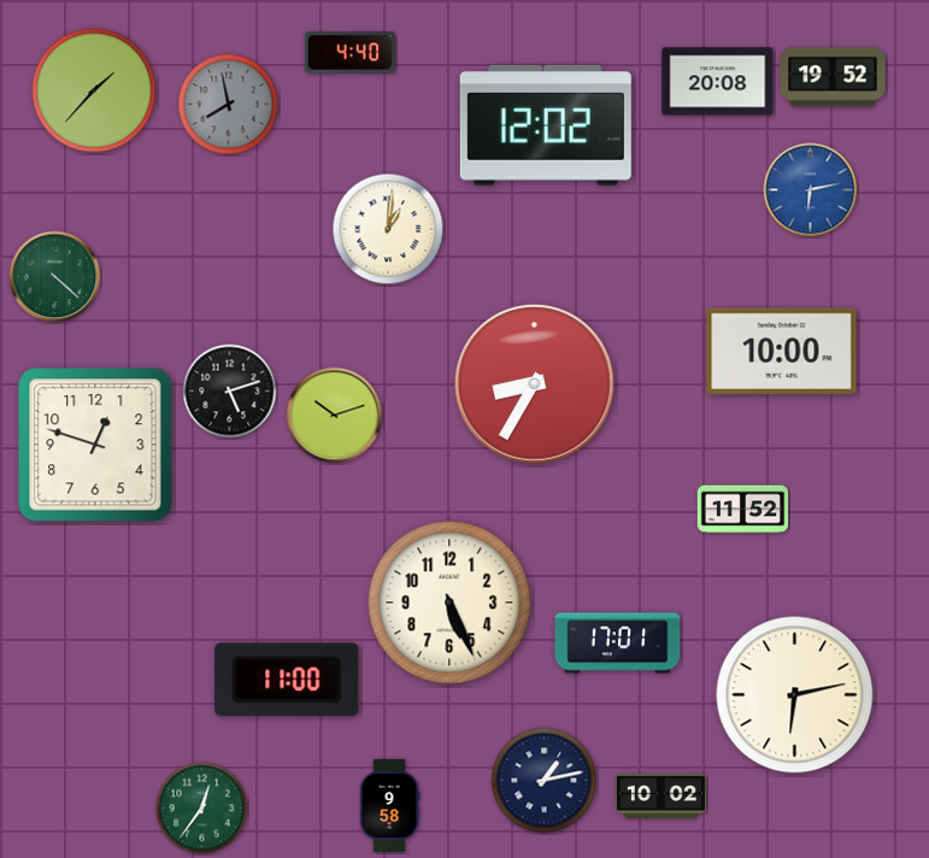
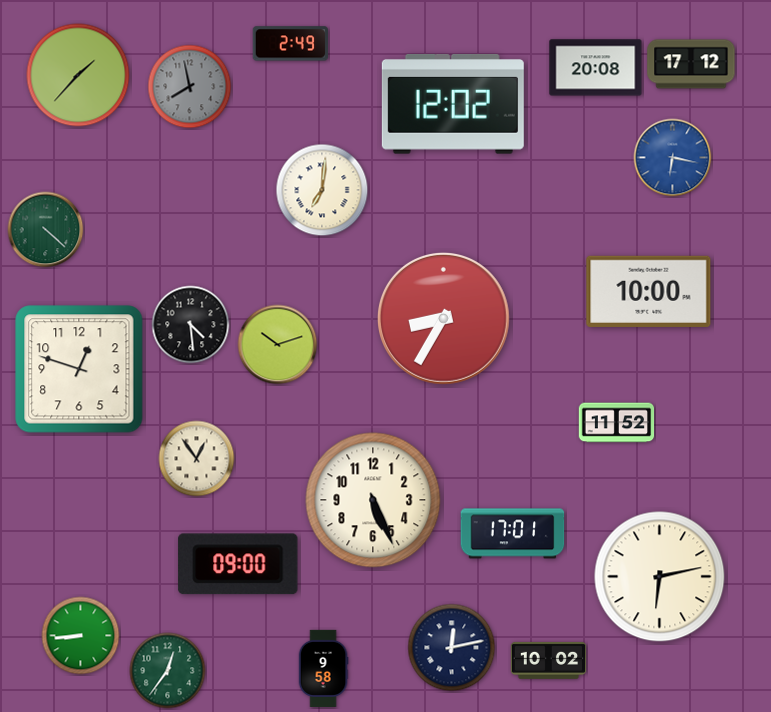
clock at (349, 53): 4:40 -> 2:49
clock at (833, 77): 19:52 -> 17:12
clock at (811, 190): 6:13 -> 6:17
clock at (388, 229): 1:01 -> 7:01
clock at (230, 392): 5:12 -> 4:29
clock at (197, 459): none -> 12:54
clock at (287, 680): 11:00 -> 09:00
clock at (81, 636): none -> 8:44
clock at (545, 781): 1:13 -> 12:13
